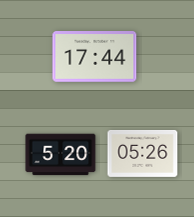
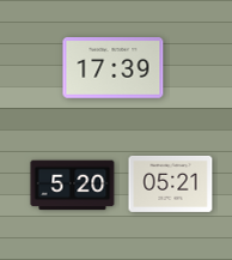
clock at (95, 57): 17:44 -> 17:39
clock at (143, 153): 05:26 -> 05:21
